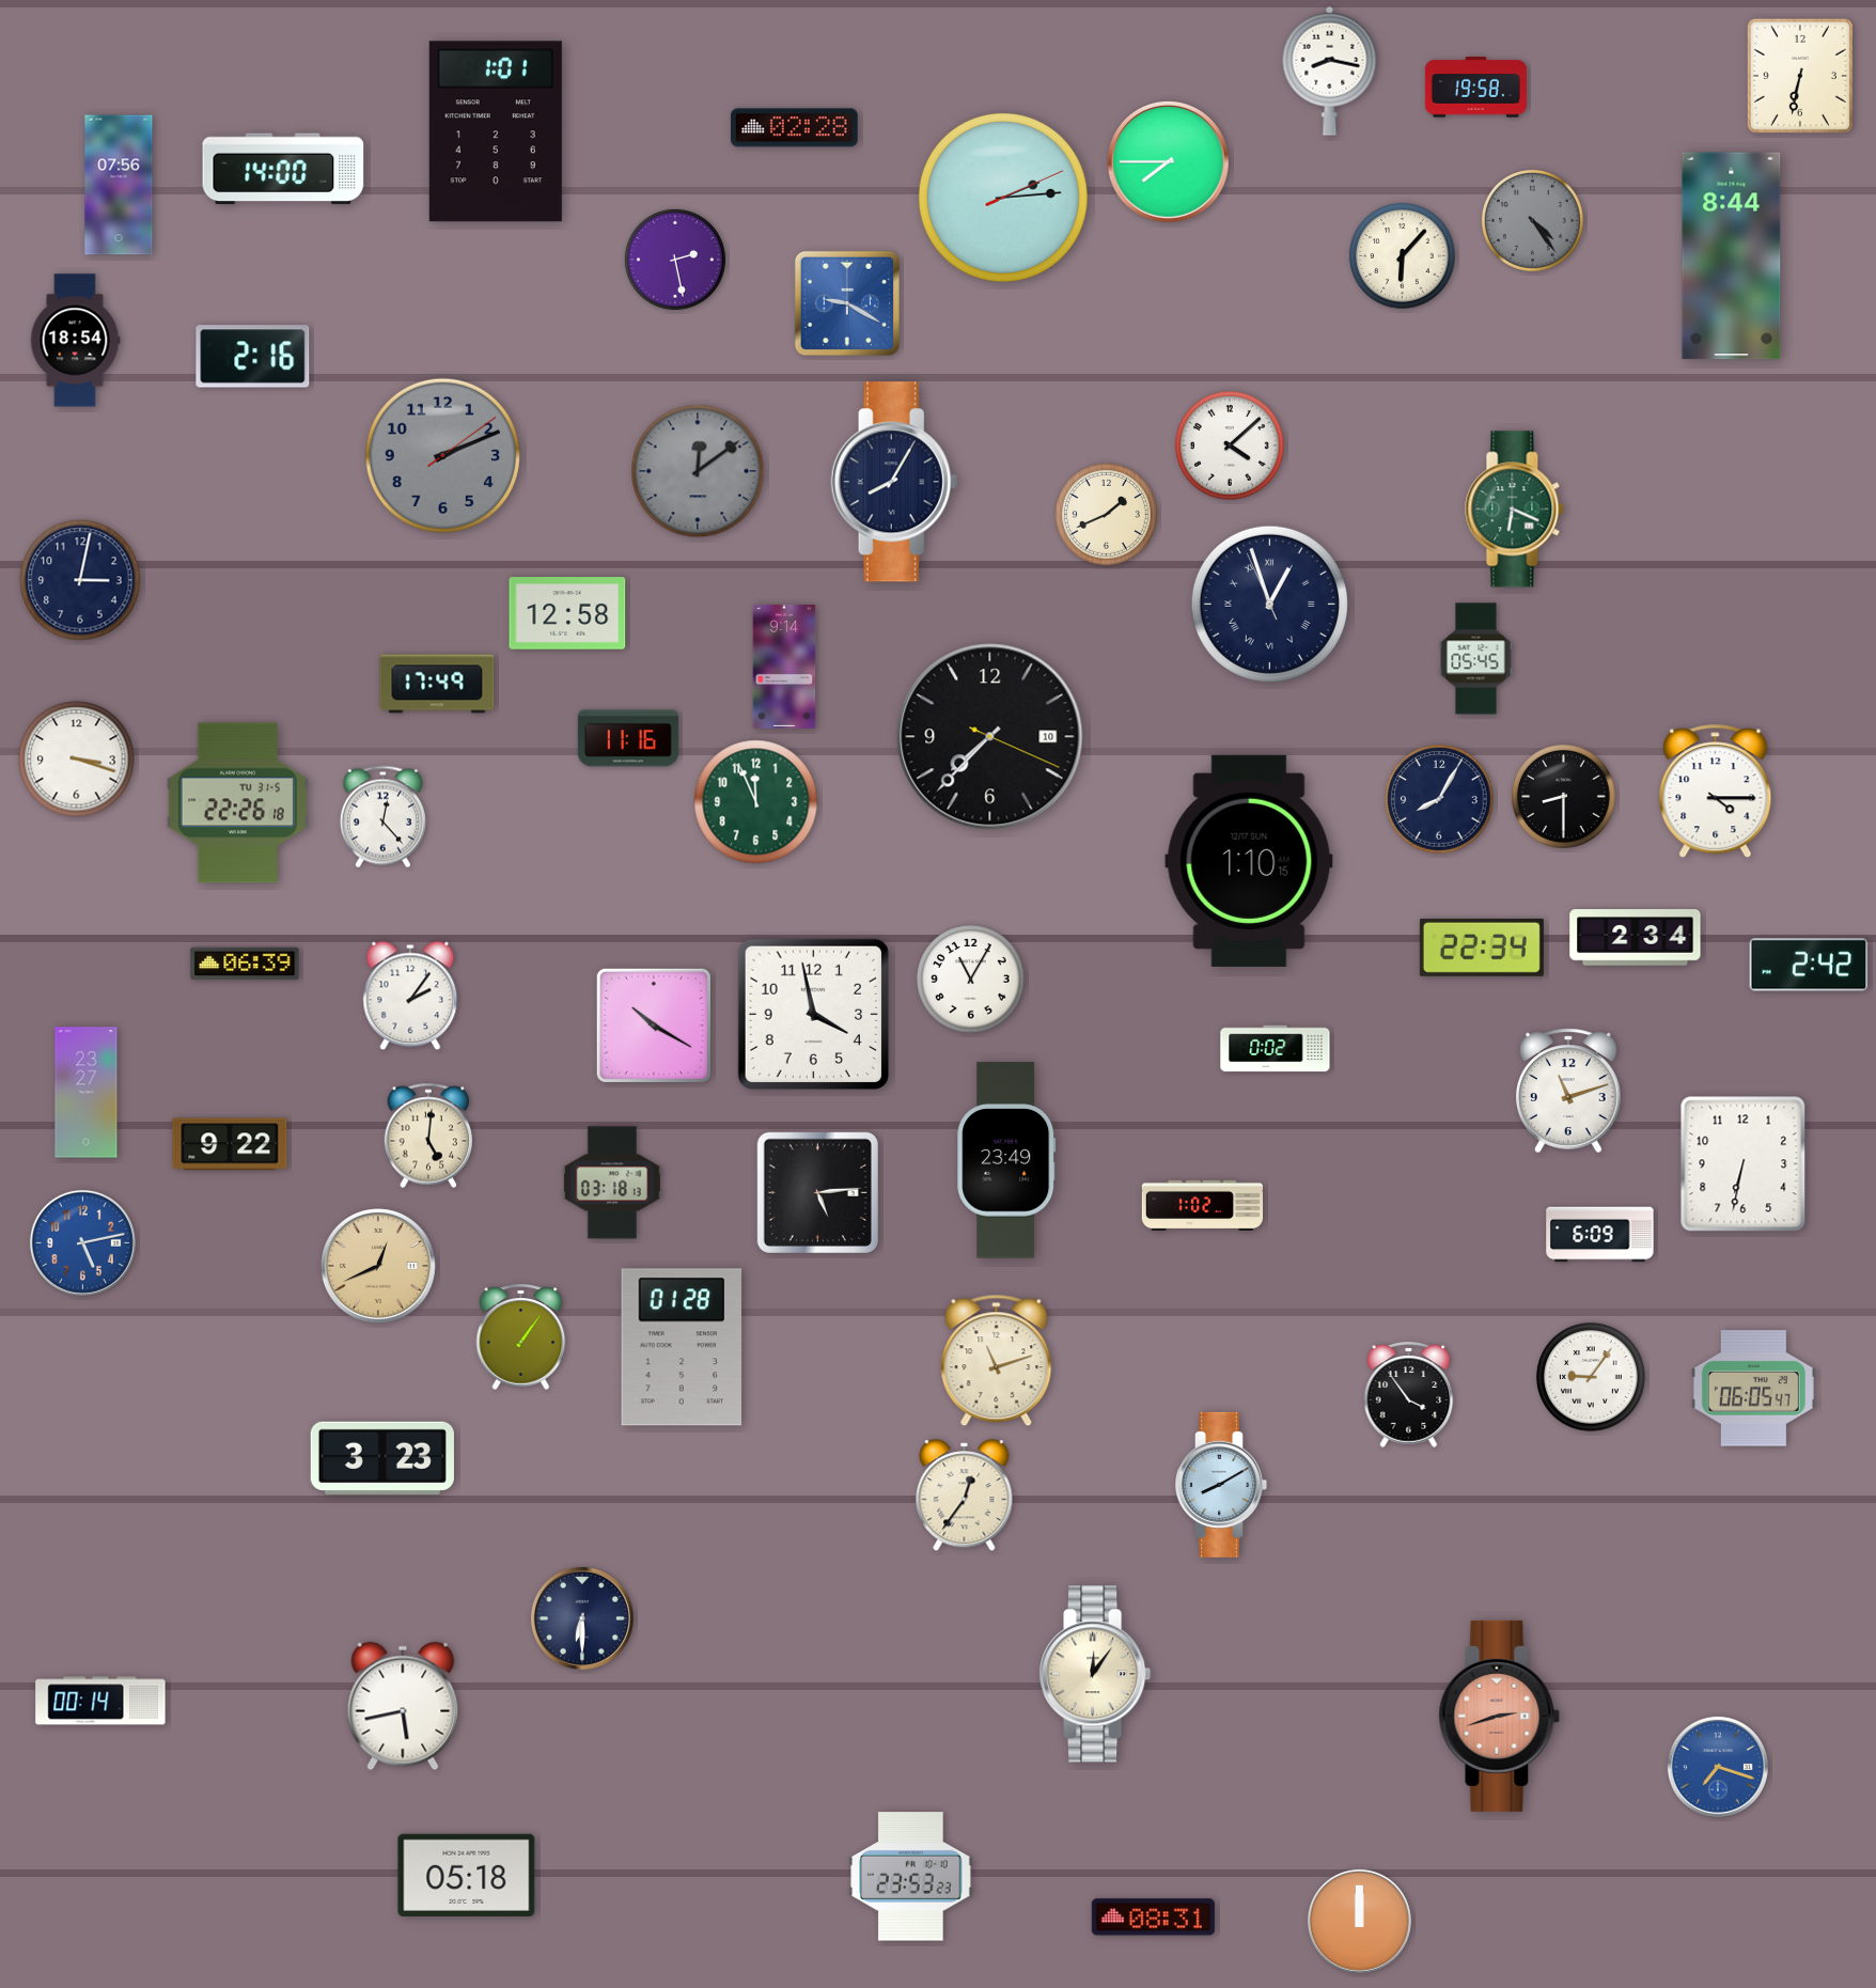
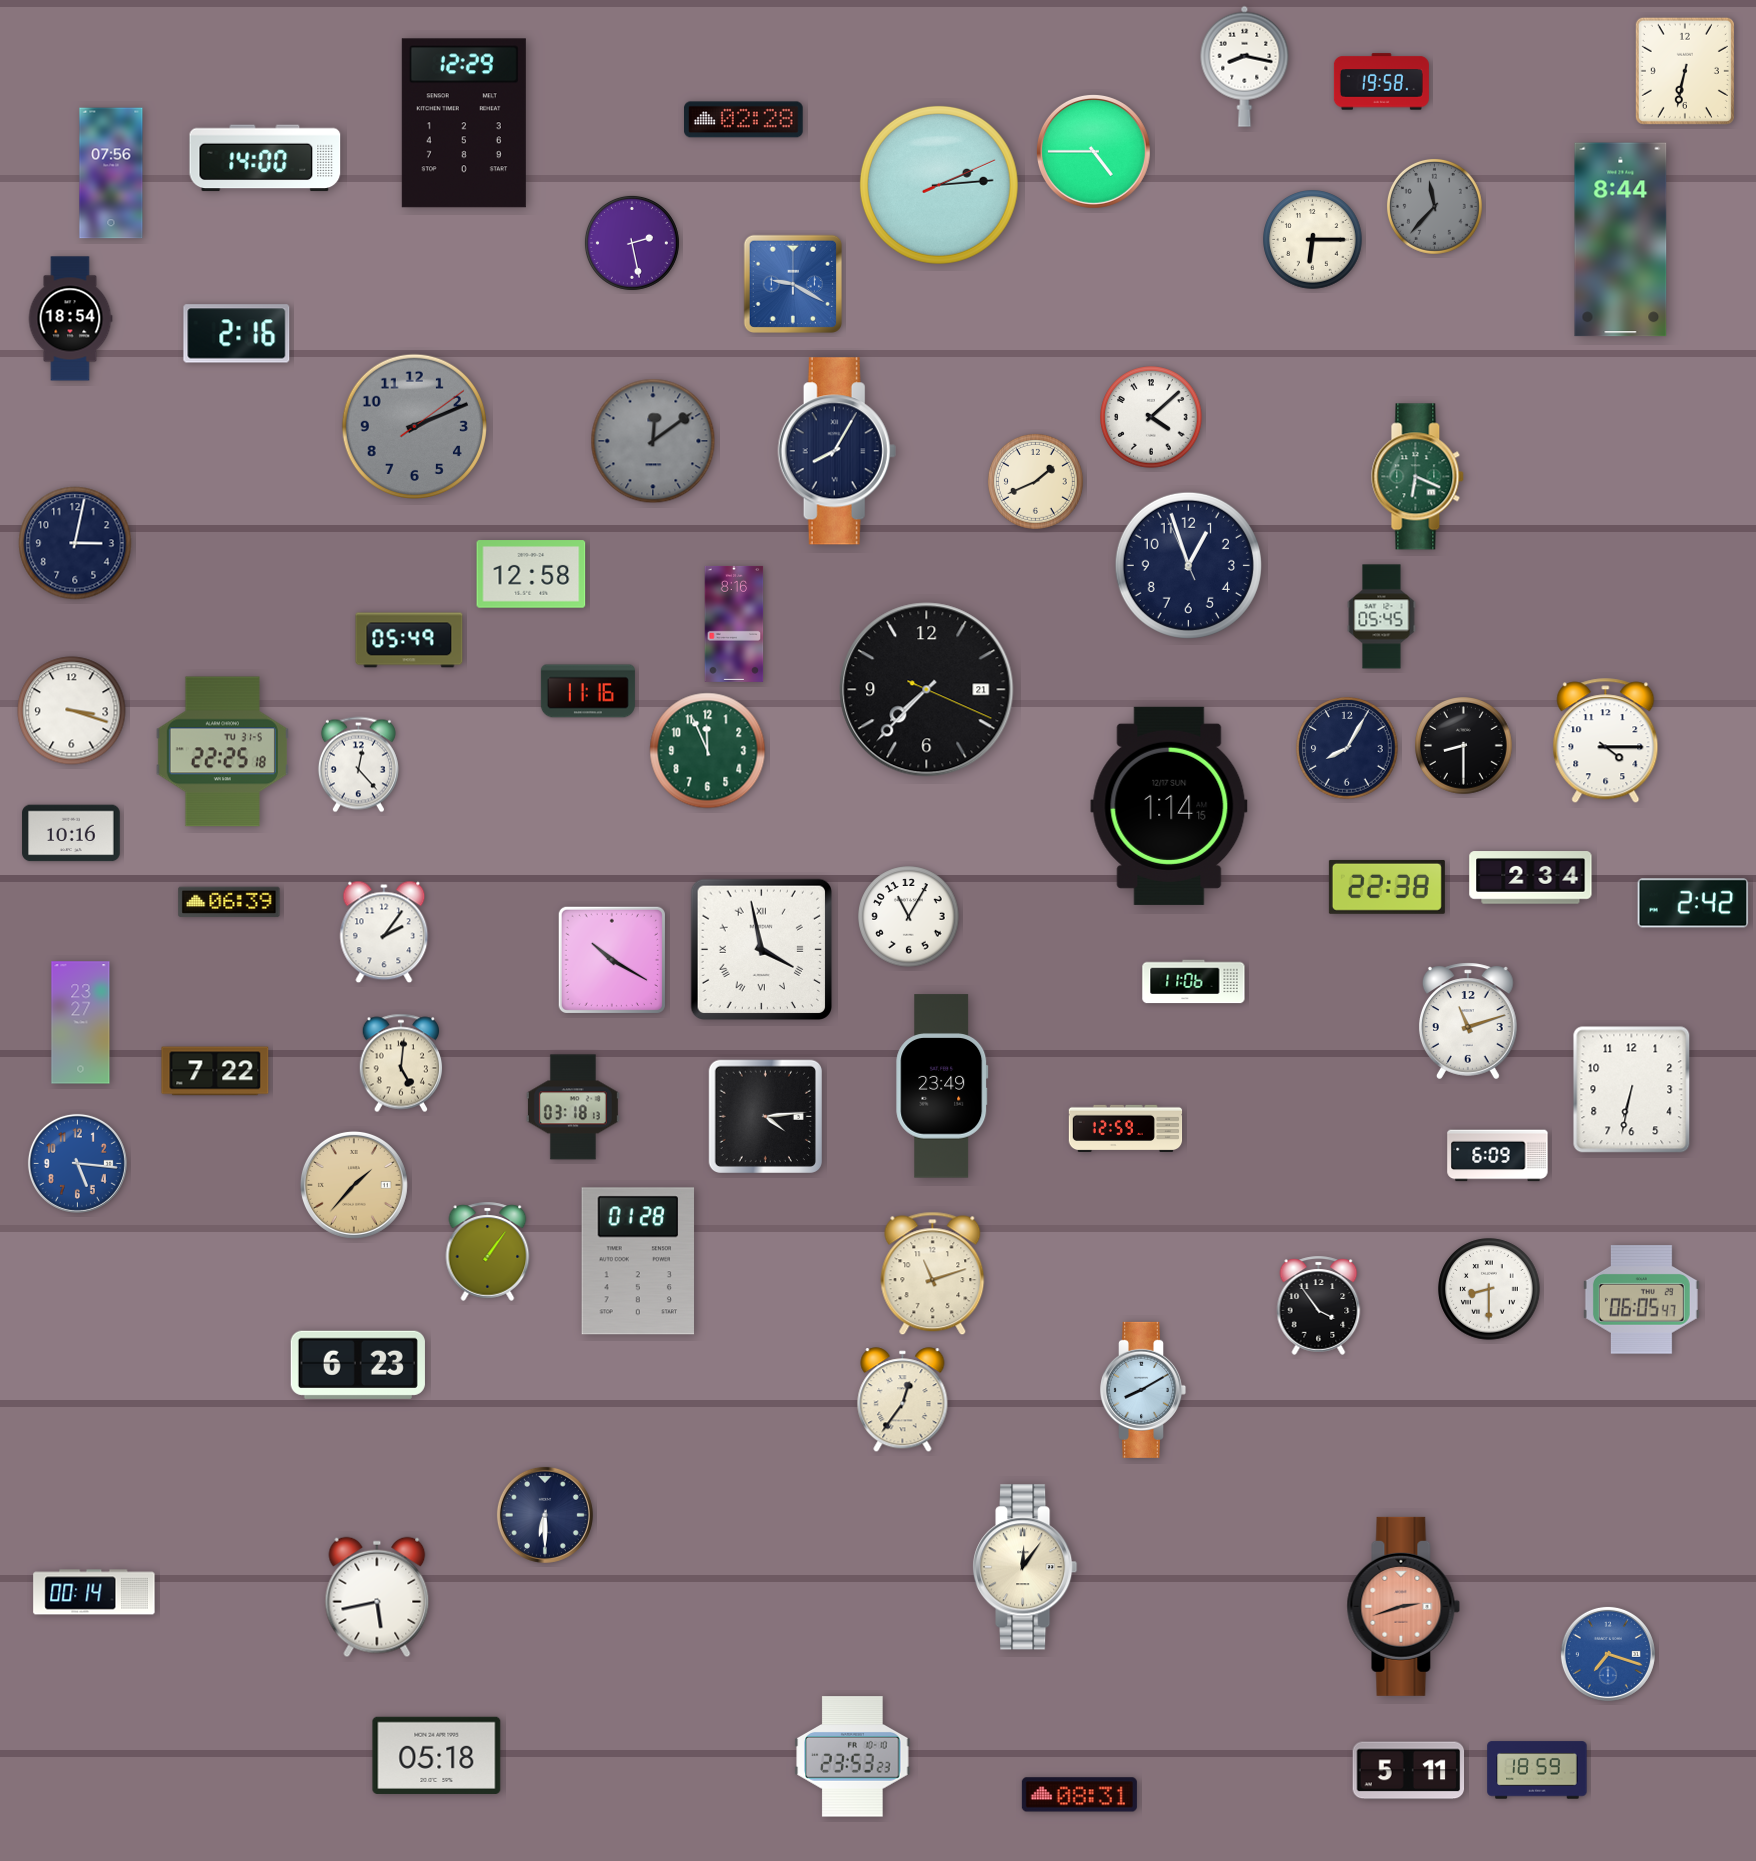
clock at (496, 131): 1:01 -> 12:29
clock at (1168, 161): 7:45 -> 4:45
clock at (1532, 220): 4:24 -> 11:37
clock at (1403, 256): 6:07 -> 6:15
clock at (1269, 604) numerals: Roman -> Arabic
clock at (784, 667): 9:14 -> 8:16
clock at (437, 684): 17:49 -> 05:49
clock at (990, 737) date: 10 -> 21
clock at (237, 803): 22:26 -> 22:25
clock at (1249, 861): 1:10 -> 1:14
clock at (71, 833): none -> 10:16
clock at (1482, 948): 22:34 -> 22:38
clock at (813, 1014) numerals: Arabic -> Roman
clock at (1276, 1049): 0:02 -> 11:06
clock at (230, 1144): 9:22 -> 7:22
clock at (817, 1192): 5:14 -> 4:14
clock at (1203, 1205): 1:02 -> 12:59
clock at (82, 1242): 5:13 -> 5:16
clock at (378, 1266): 12:41 -> 1:37
clock at (1591, 1377): 9:06 -> 8:30
clock at (382, 1458): 3:23 -> 6:23
clock at (1537, 1770): none -> 18:59
clock at (1409, 1771): none -> 5:11
clock at (1359, 1921): 12:00 -> none
